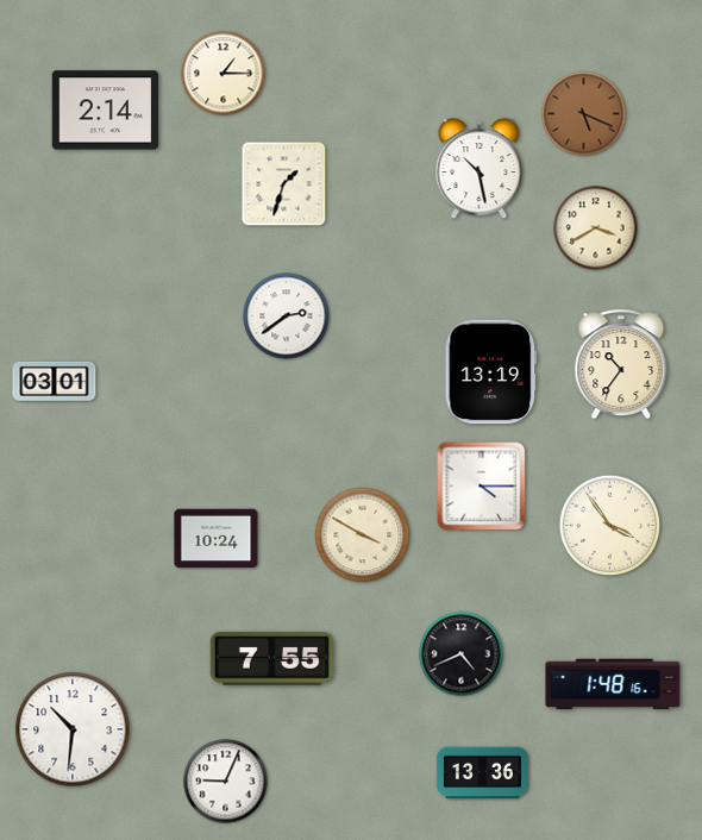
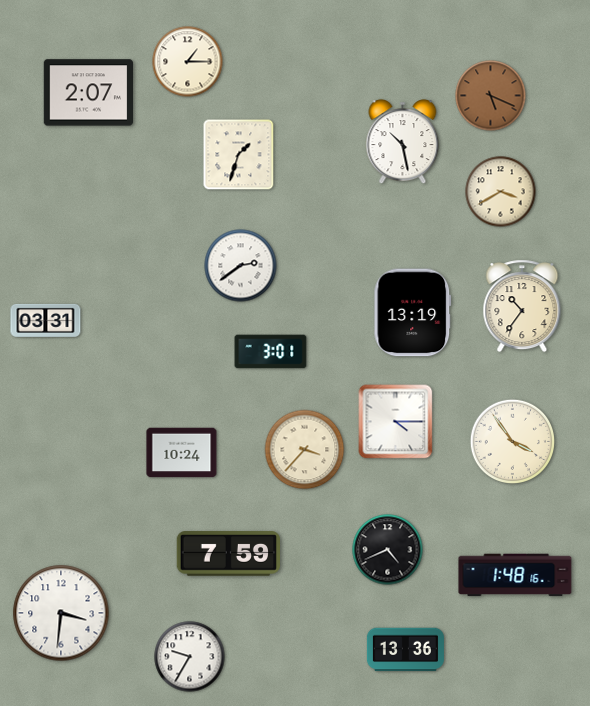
clock at (105, 111): 2:14 -> 2:07
clock at (55, 381): 03:01 -> 03:31
clock at (271, 352): none -> 3:01
clock at (482, 487) position: (482, 487) -> (396, 422)
clock at (363, 535): 3:50 -> 3:37
clock at (271, 659): 7:55 -> 7:59
clock at (73, 729): 10:31 -> 3:31
clock at (226, 782): 9:04 -> 9:35
